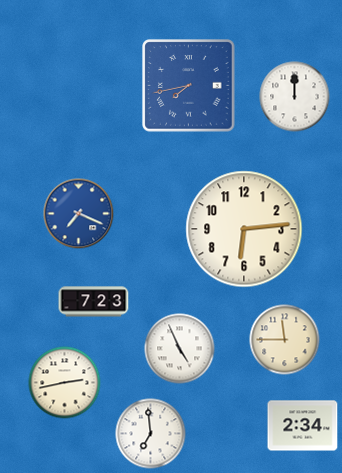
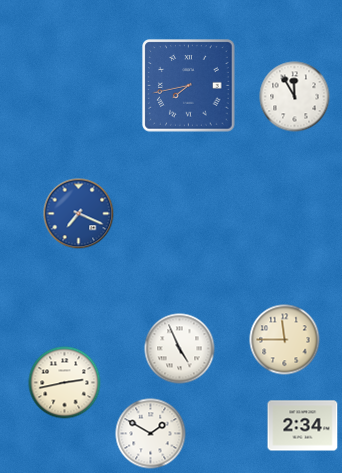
clock at (295, 97): 12:00 -> 11:55
clock at (244, 229): 6:14 -> none
clock at (94, 302): 7:23 -> none
clock at (151, 434): 6:59 -> 1:50
